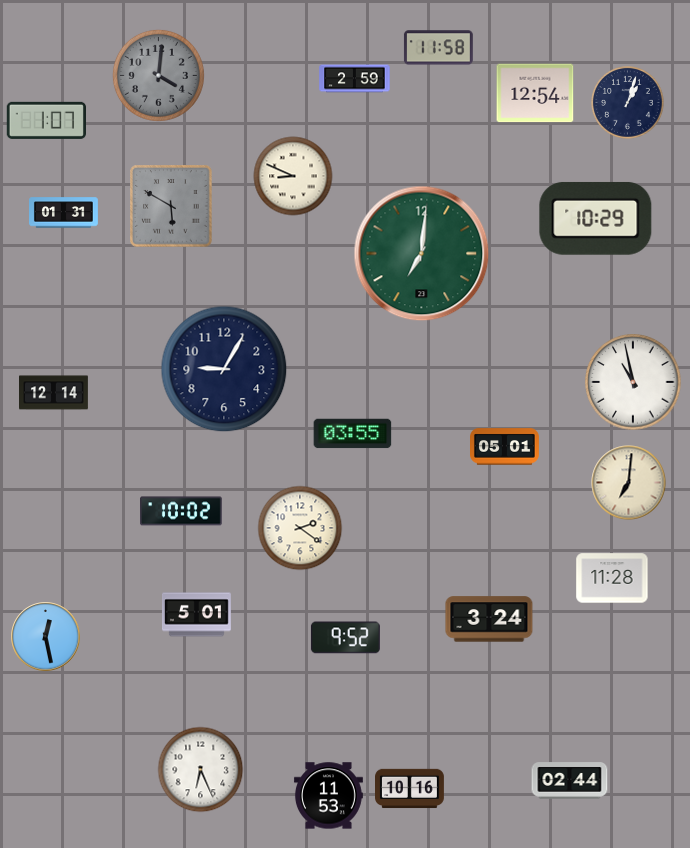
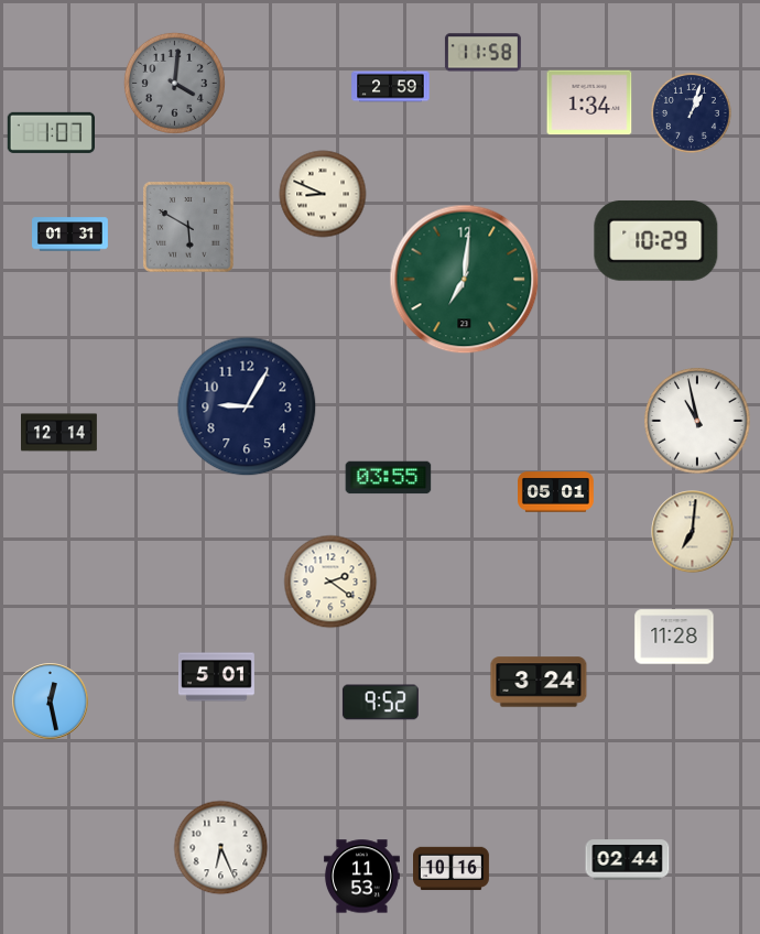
clock at (535, 93): 12:54 -> 1:34
clock at (182, 511): 10:02 -> none
